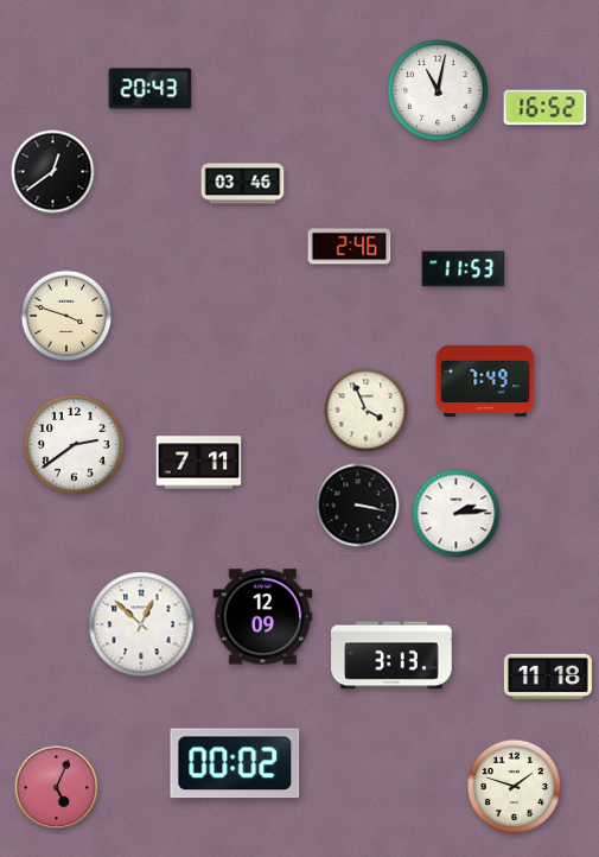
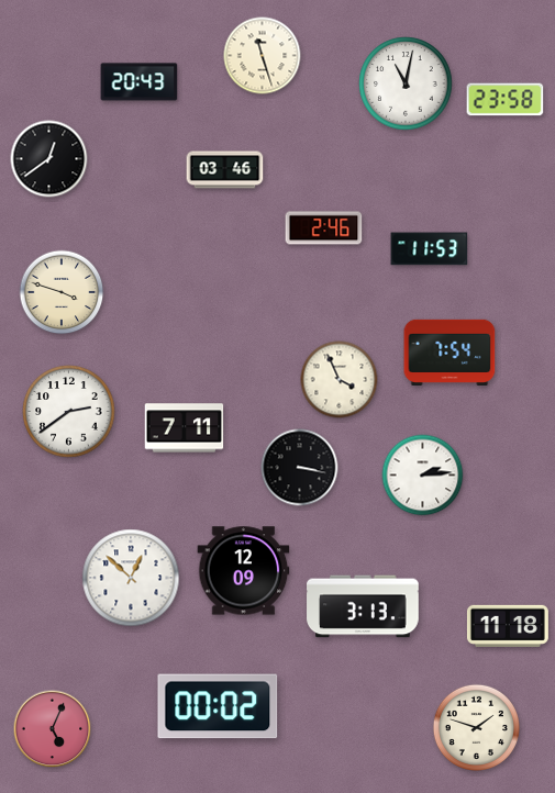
clock at (263, 56): none -> 11:27
clock at (546, 108): 16:52 -> 23:58
clock at (485, 381): 7:49 -> 7:54
clock at (358, 506) position: (358, 506) -> (300, 468)
